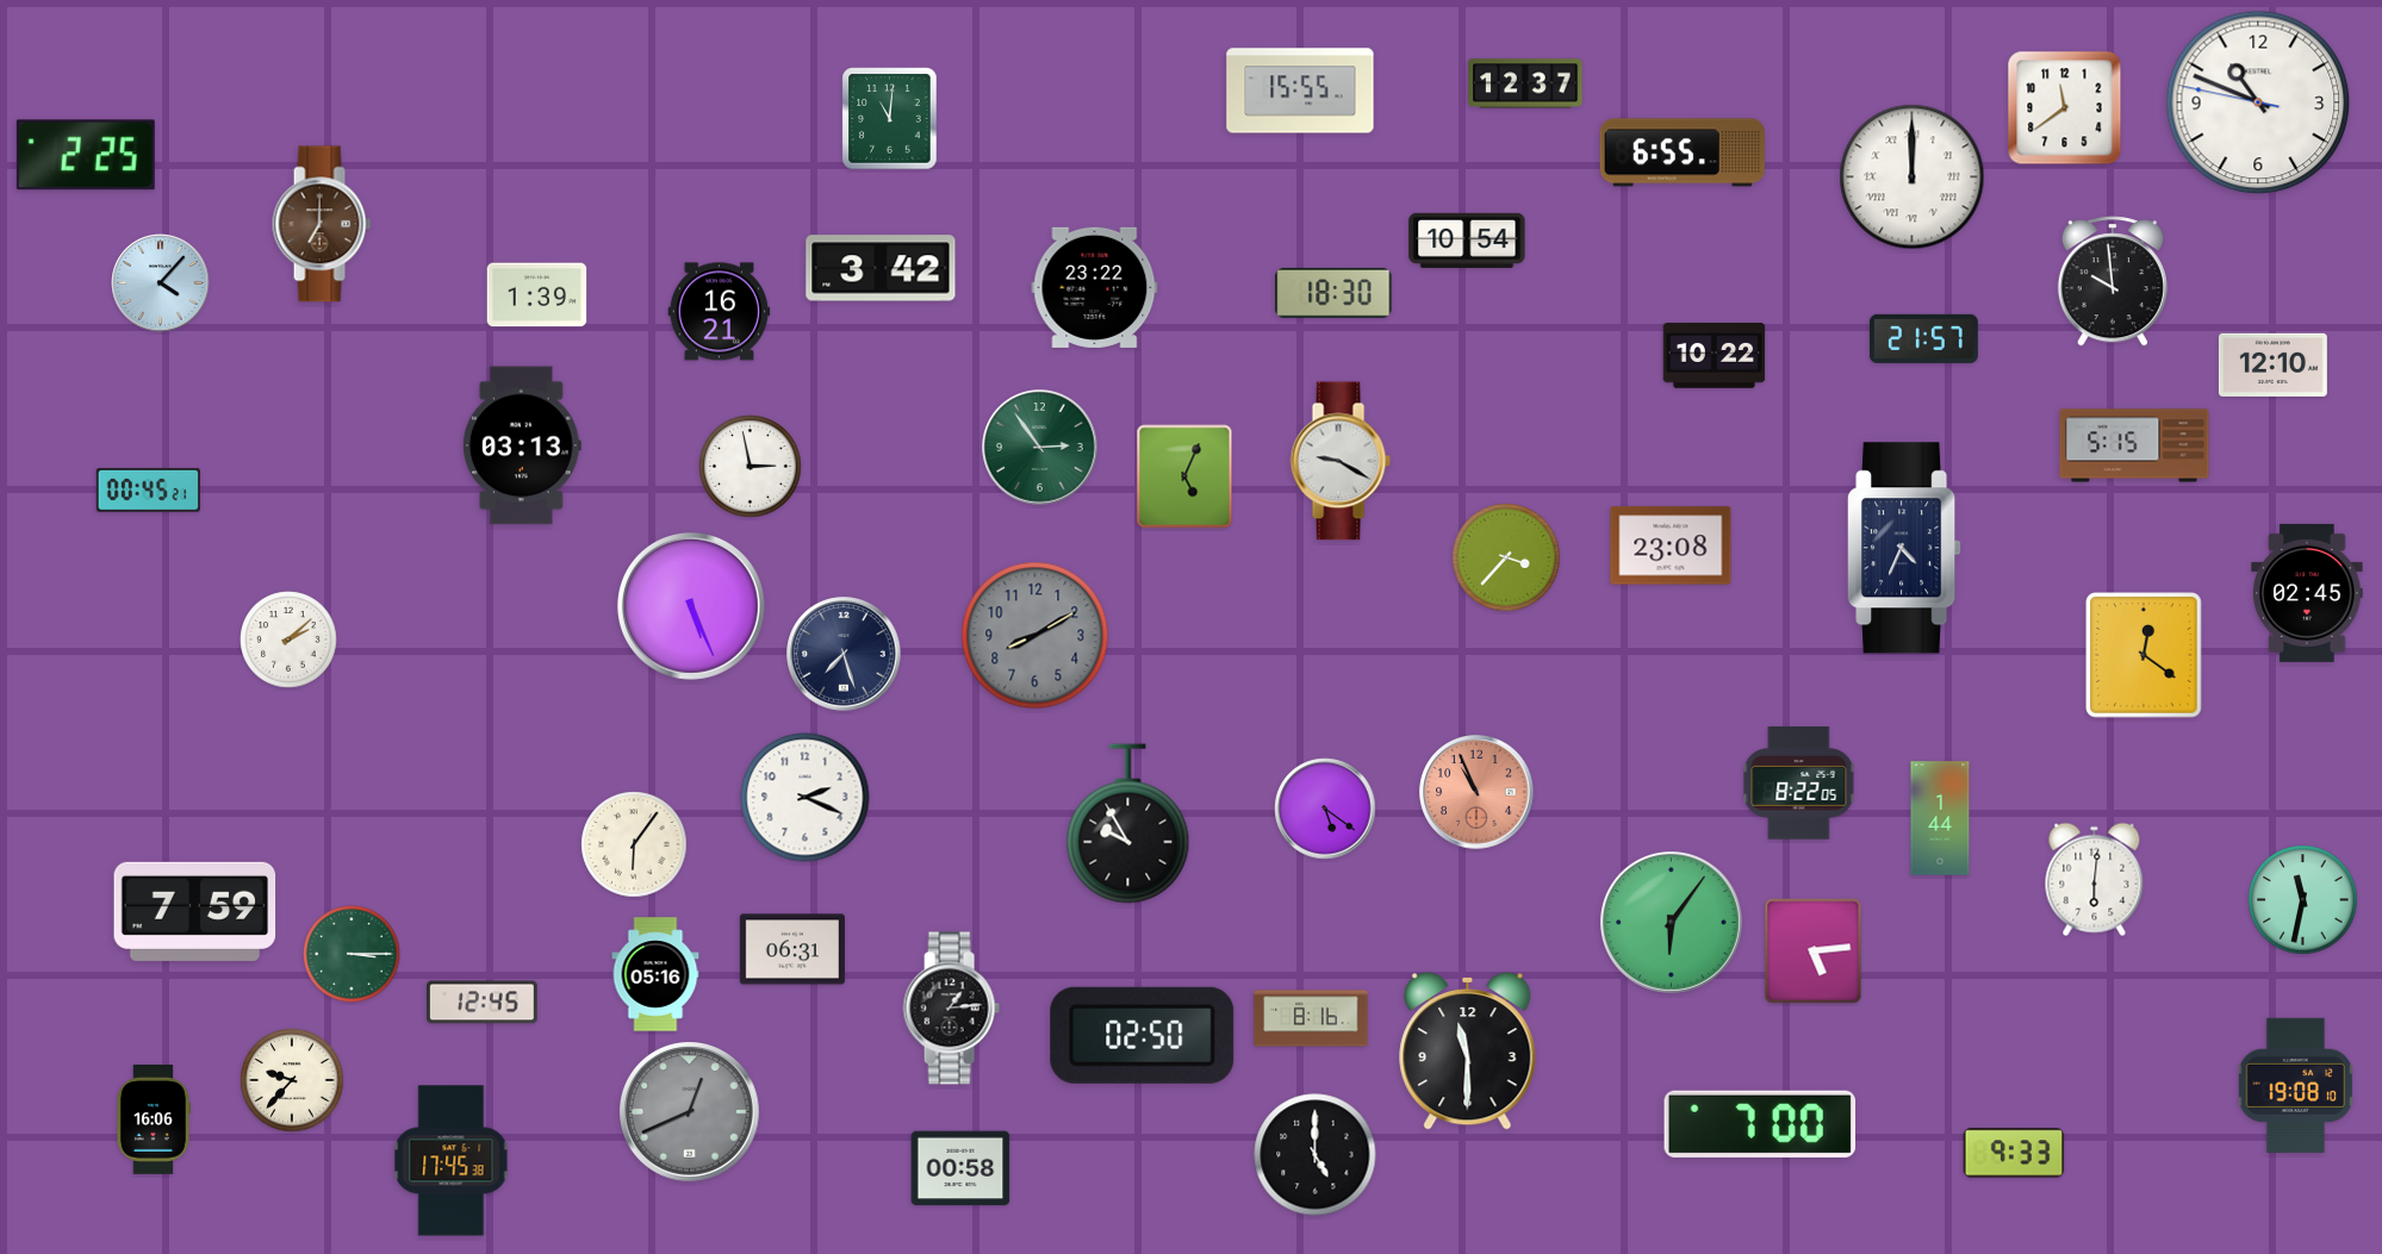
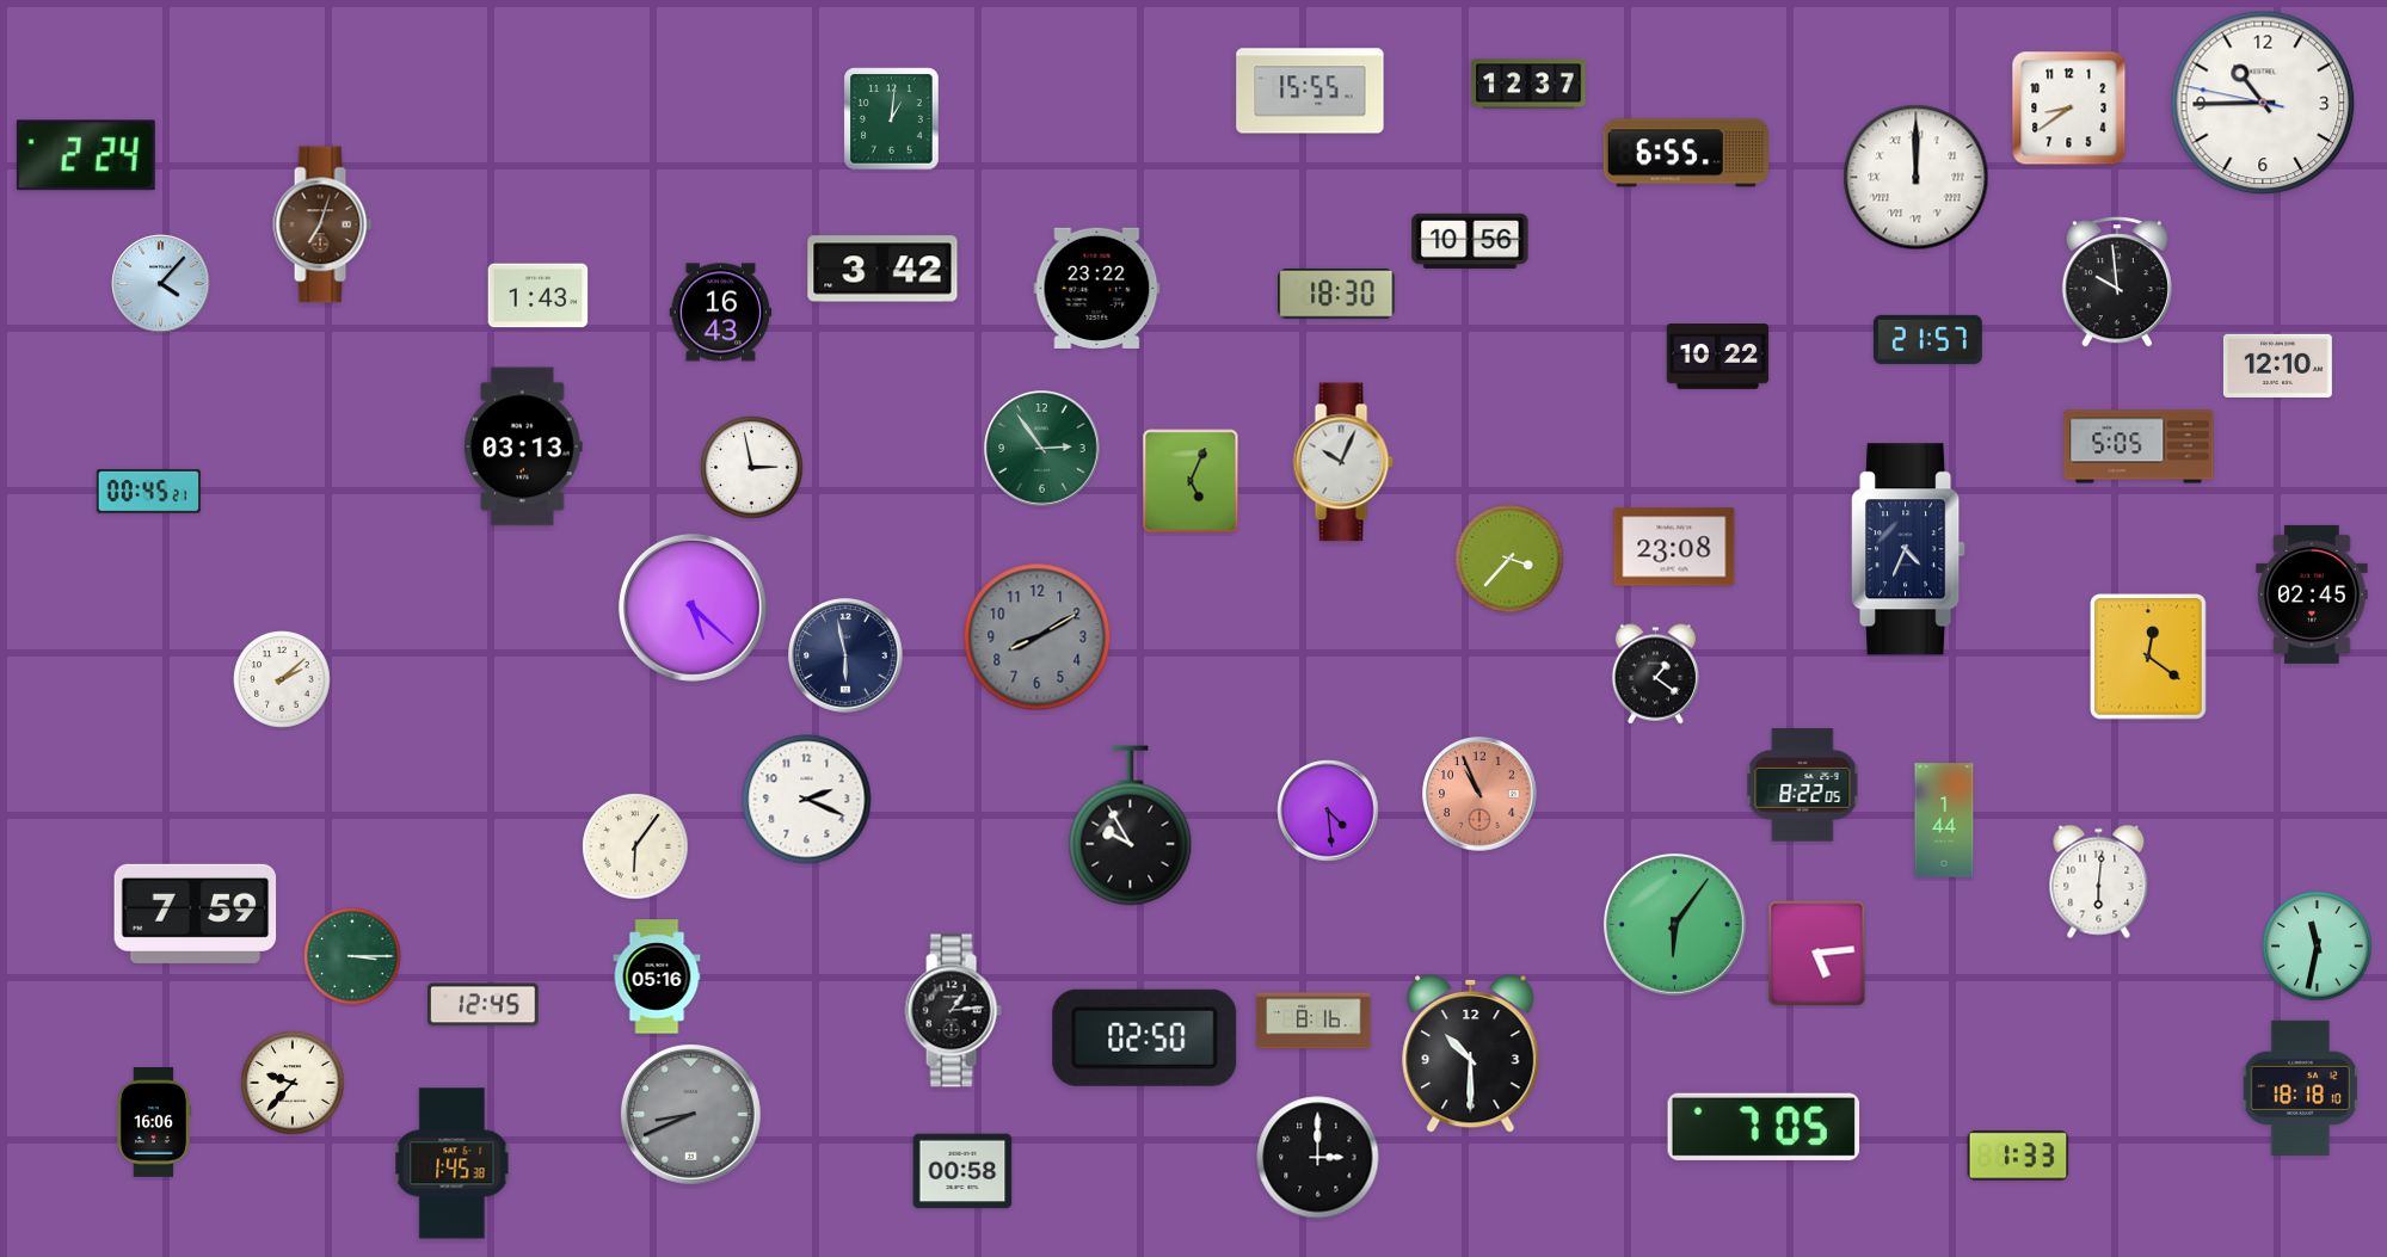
clock at (1300, 91) position: (1300, 91) -> (1310, 91)
clock at (2258, 102): 10:48 -> 10:44
clock at (2065, 108): 11:39 -> 8:39
clock at (890, 119): 11:01 -> 1:01
clock at (86, 155): 2:25 -> 2:24
clock at (322, 224): 7:00 -> 7:03
clock at (1467, 241): 10:54 -> 10:56
clock at (537, 295): 1:39 -> 1:43
clock at (720, 312): 16:21 -> 16:43
clock at (2134, 445): 5:15 -> 5:05
clock at (1341, 461): 9:20 -> 10:04
clock at (1184, 476) position: (1184, 476) -> (1191, 481)
clock at (691, 606): 5:26 -> 5:22
clock at (288, 640) position: (288, 640) -> (282, 679)
clock at (844, 654): 7:27 -> 5:58
clock at (1655, 674): none -> 1:21
clock at (1325, 809): 5:21 -> 4:29
clock at (2303, 900) position: (2303, 900) -> (2318, 947)
clock at (792, 949): 06:31 -> none
clock at (1468, 1050): 11:30 -> 10:30
clock at (2295, 1085): 19:08 -> 18:18
clock at (690, 1112): 12:41 -> 8:41
clock at (1760, 1124): 7:00 -> 7:05
clock at (2014, 1153): 9:33 -> 1:33
clock at (1316, 1155): 5:00 -> 3:00
clock at (452, 1161): 17:45 -> 1:45
